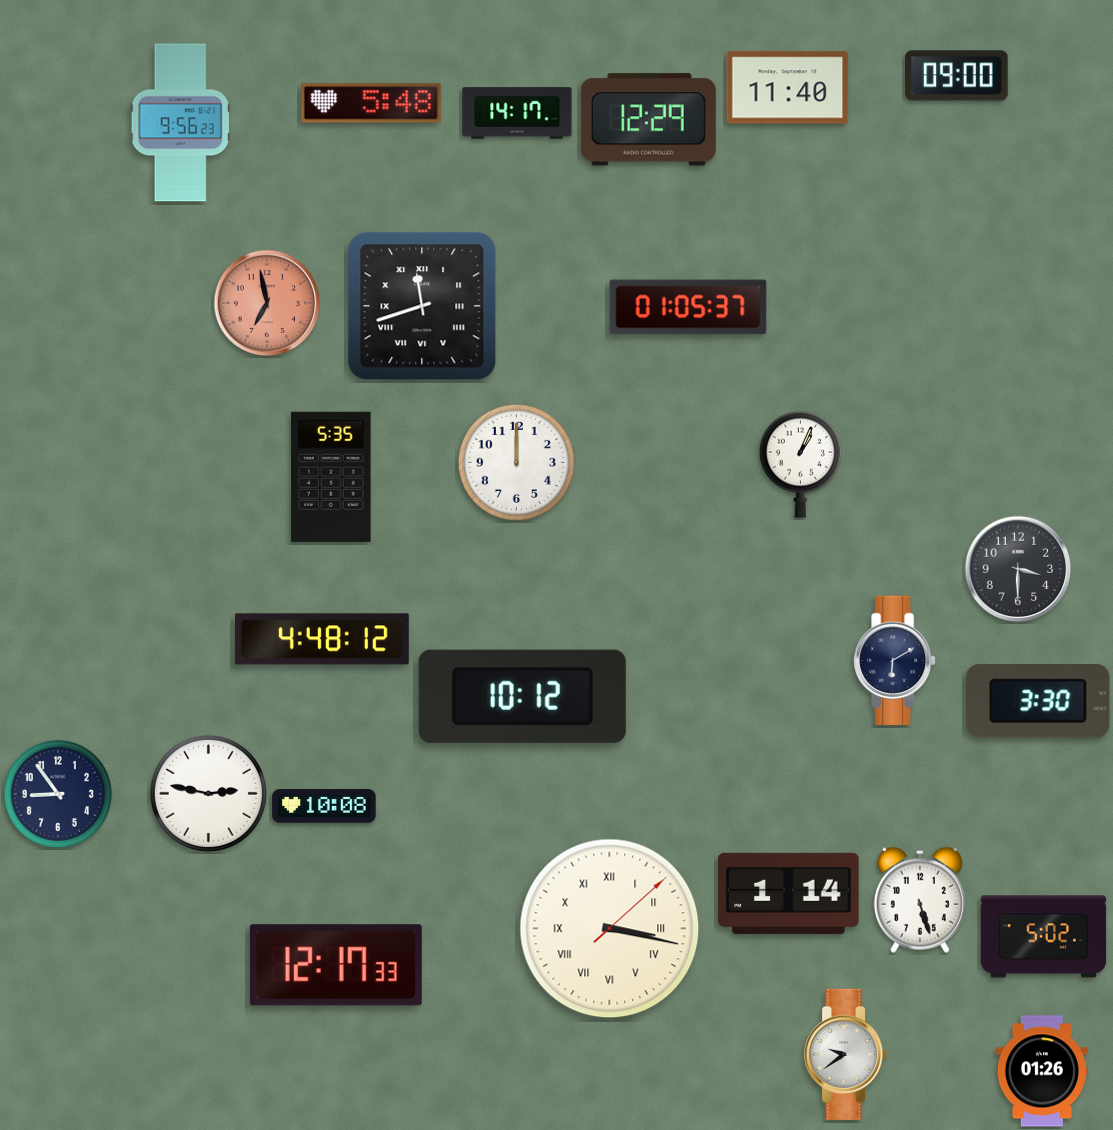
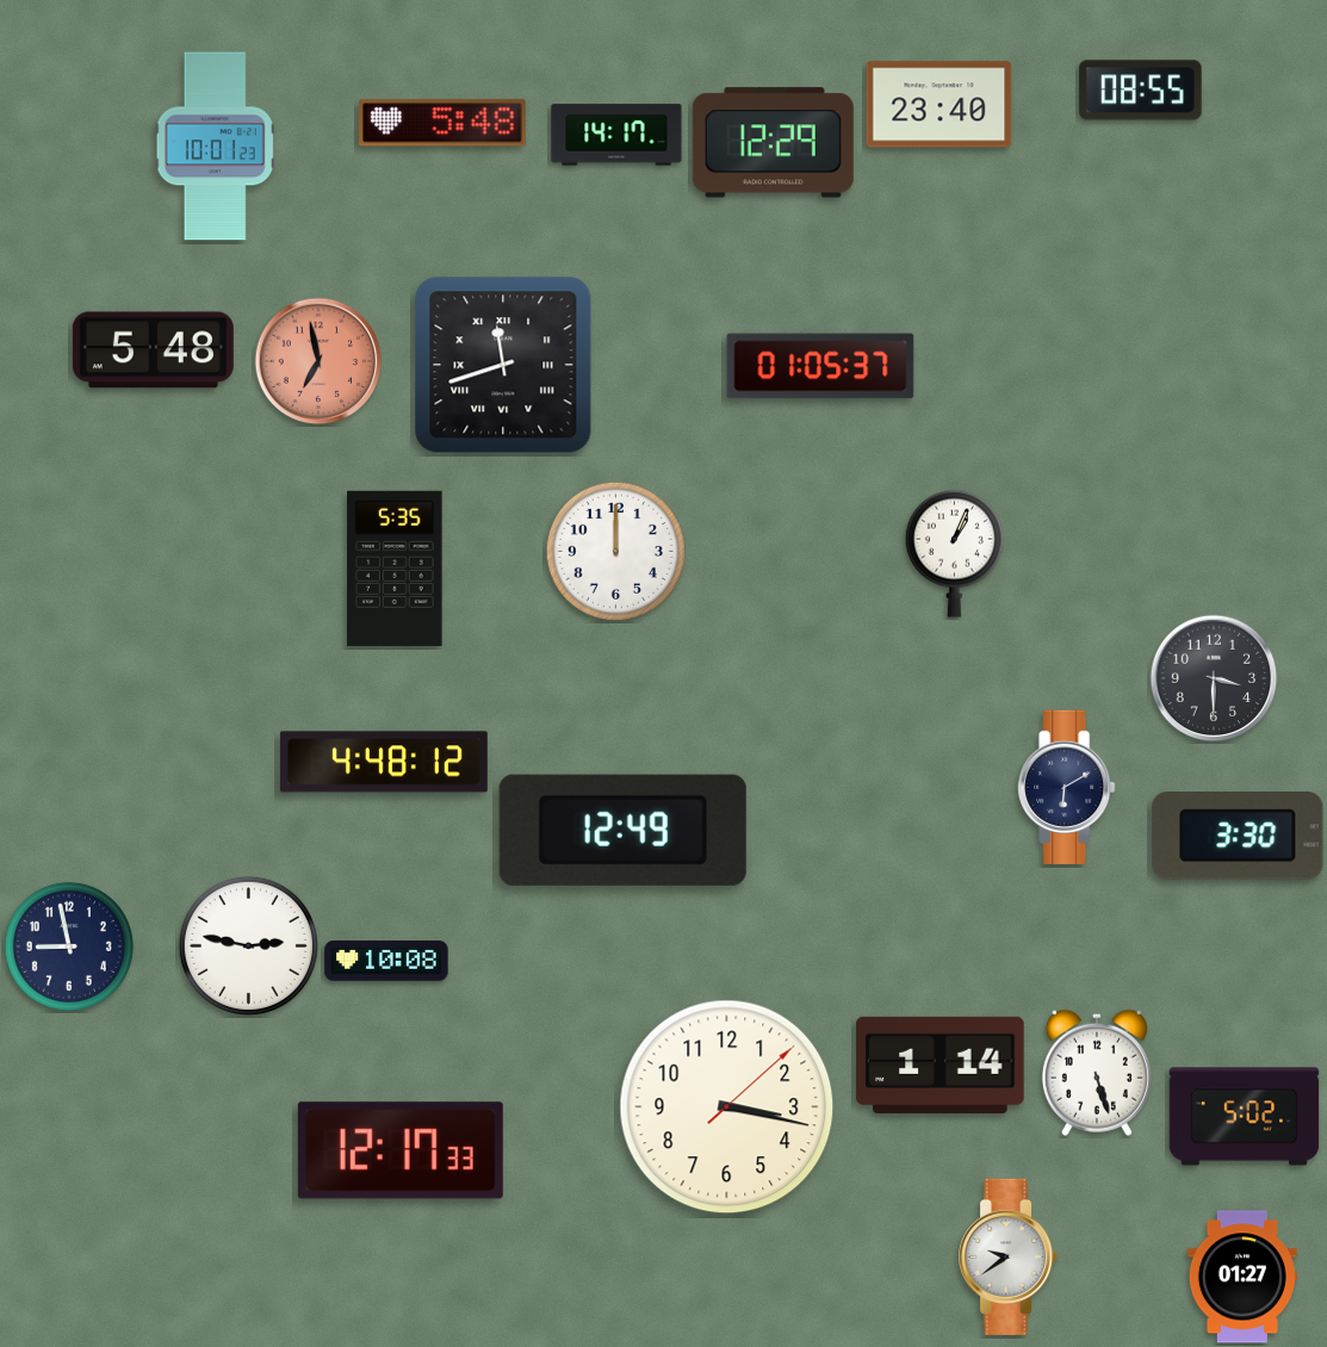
clock at (957, 76): 09:00 -> 08:55
clock at (788, 88): 11:40 -> 23:40
clock at (180, 123): 9:56 -> 10:01
clock at (153, 350): none -> 5:48
clock at (522, 696): 10:12 -> 12:49
clock at (58, 794): 8:54 -> 8:58
clock at (610, 929) numerals: Roman -> Arabic
clock at (1042, 1071): 01:26 -> 01:27
